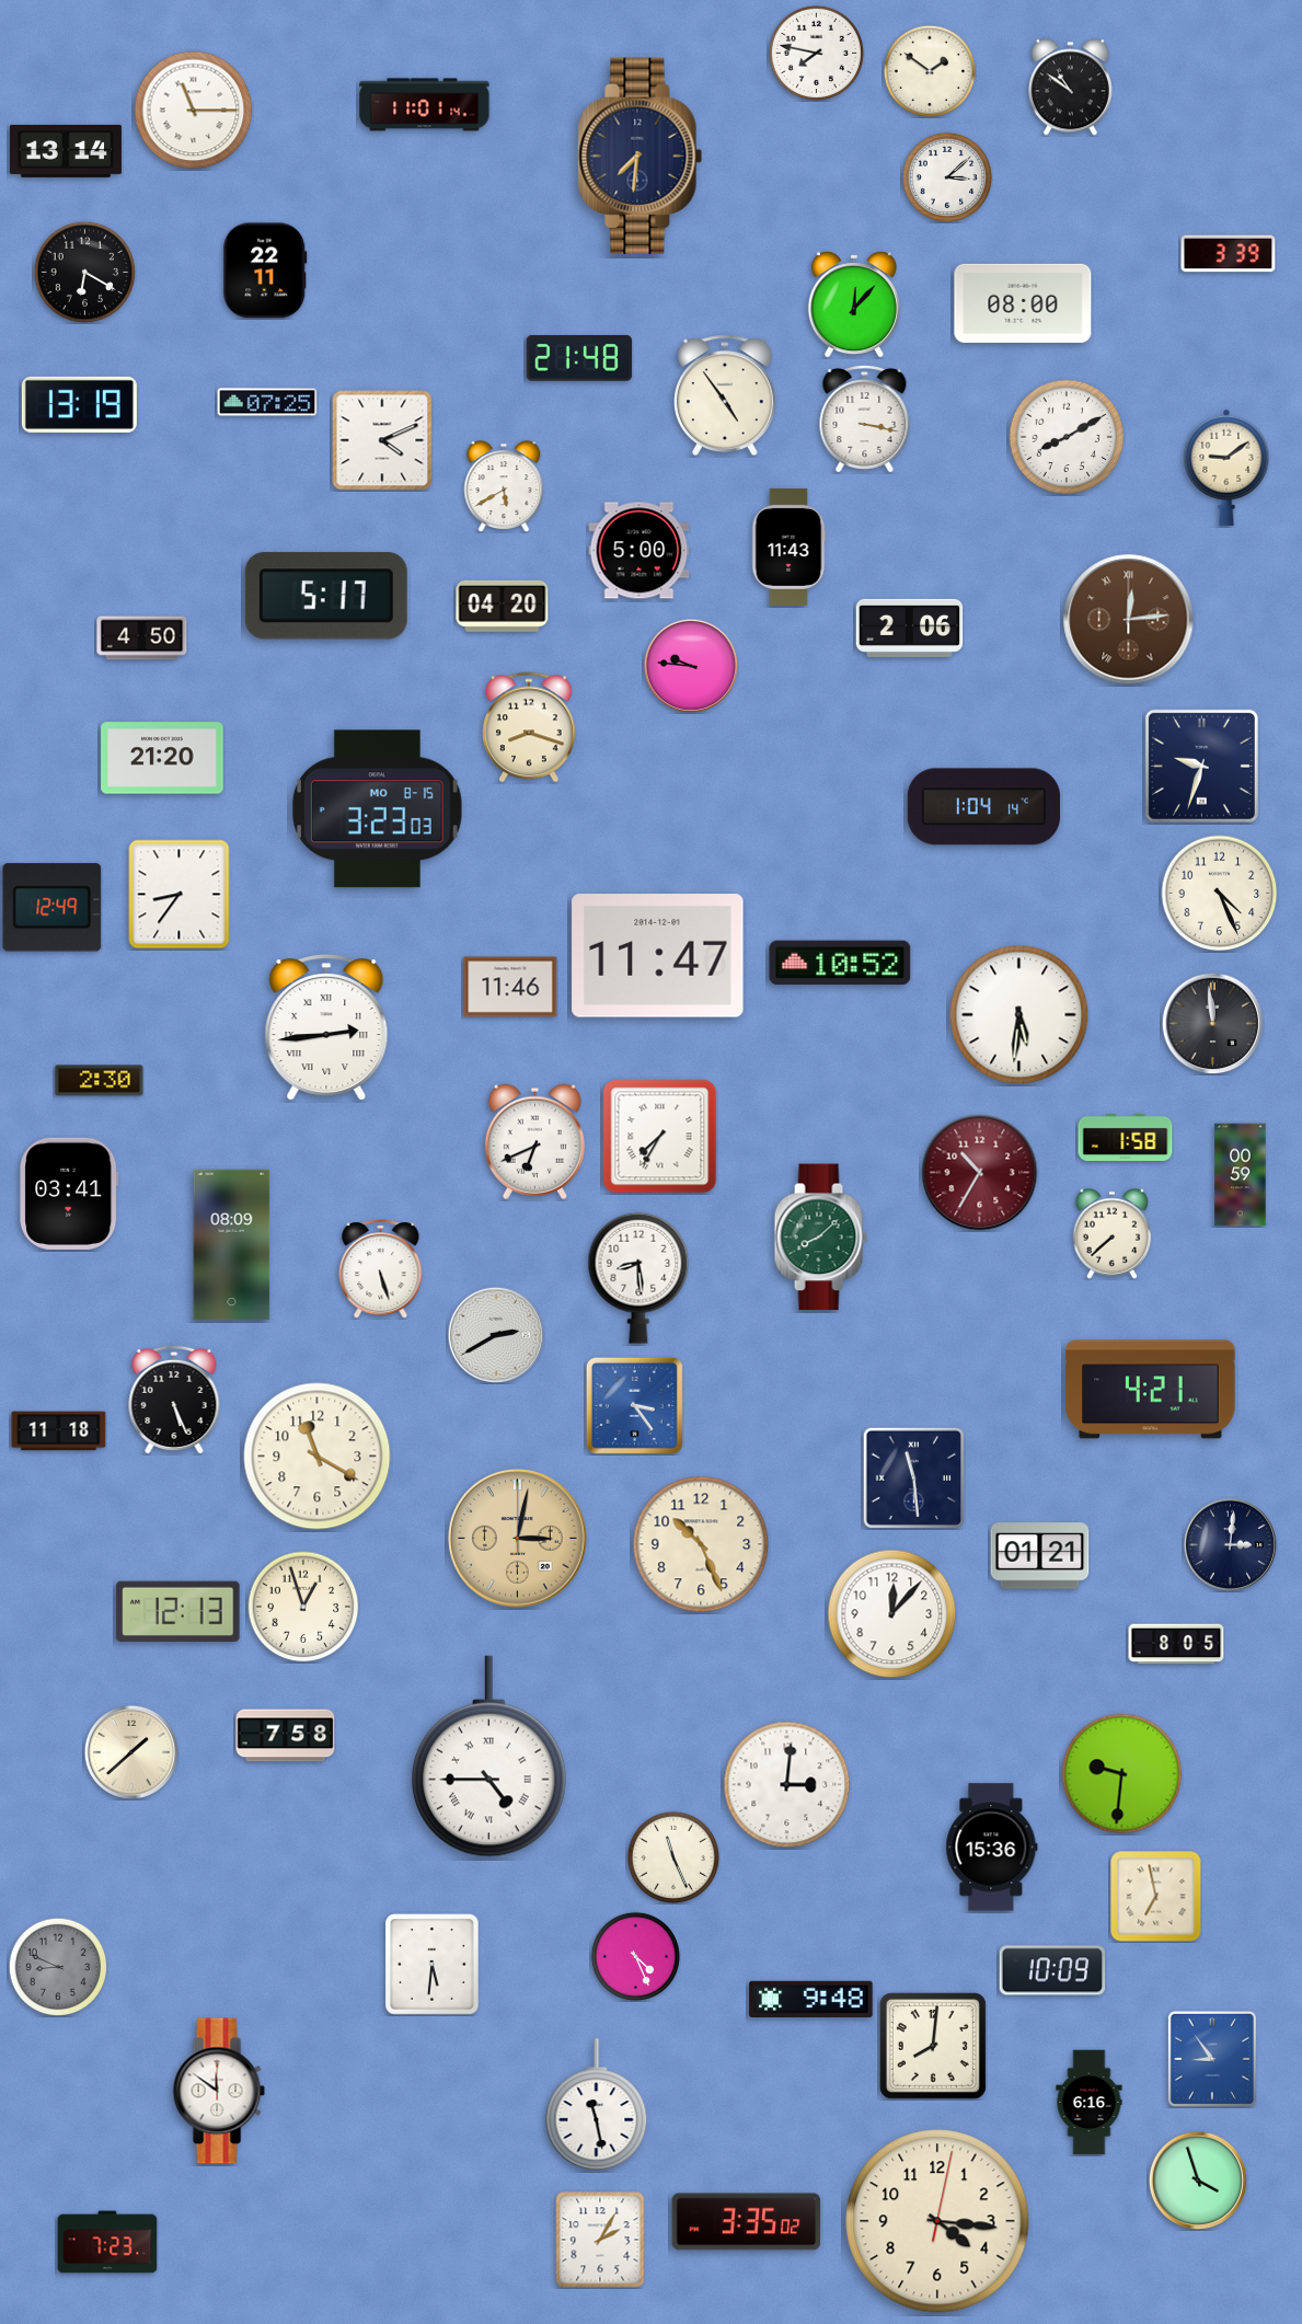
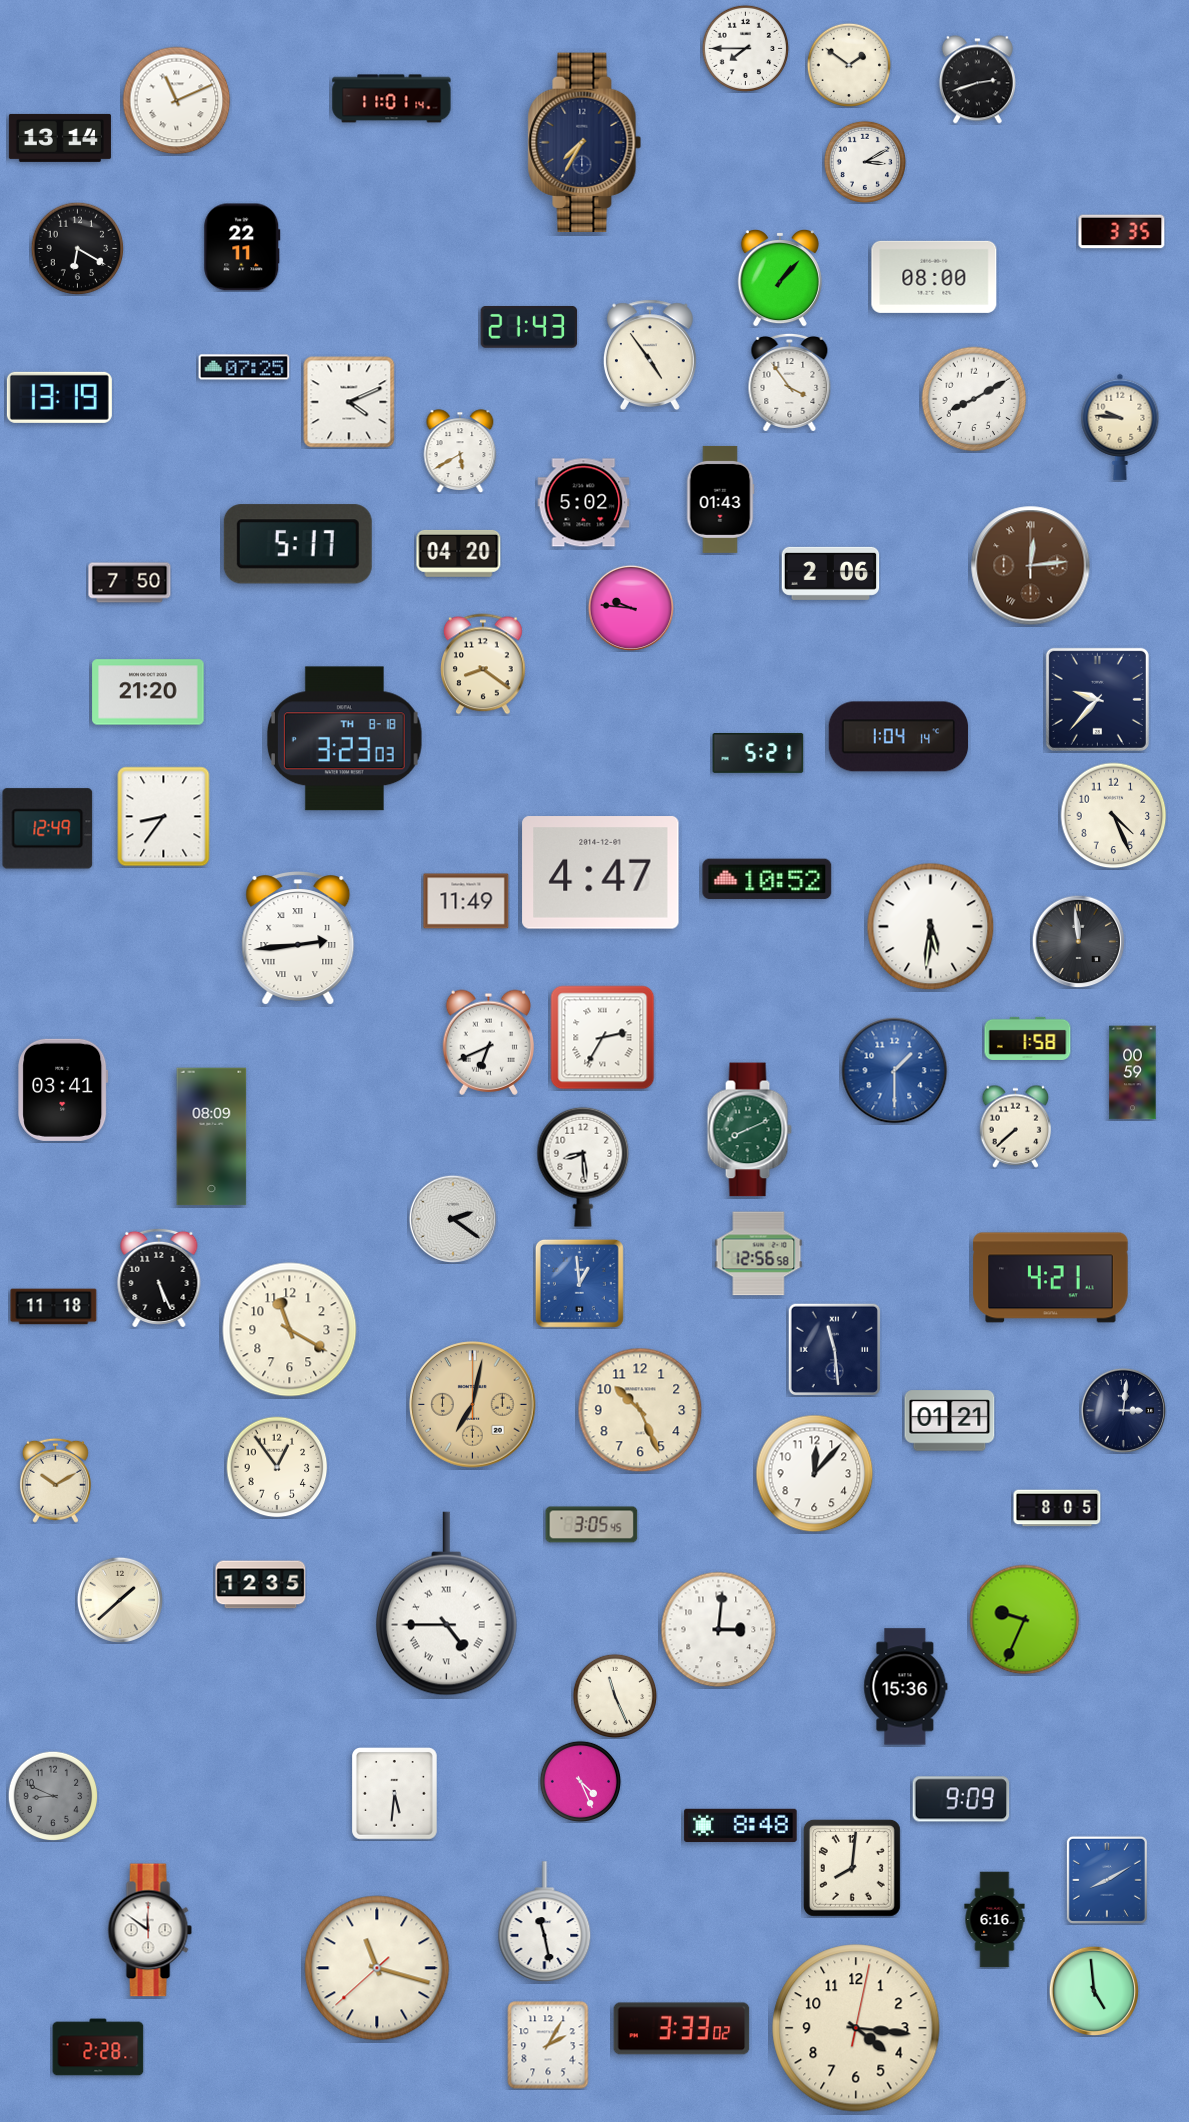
clock at (816, 53): 7:47 -> 7:45
clock at (1070, 88): 10:51 -> 2:42
clock at (425, 105) position: (425, 105) -> (392, 99)
clock at (194, 111): 11:15 -> 11:11
clock at (641, 156): 7:31 -> 7:35
clock at (946, 176): 3:08 -> 3:10
clock at (1229, 254): 3:39 -> 3:35
clock at (854, 306): 12:07 -> 1:07
clock at (579, 359): 21:48 -> 21:43
clock at (725, 395) position: (725, 395) -> (650, 355)
clock at (79, 404) position: (79, 404) -> (59, 397)
clock at (865, 418): 3:17 -> 3:54
clock at (1226, 468): 9:09 -> 9:46
clock at (504, 486) position: (504, 486) -> (460, 451)
clock at (788, 547): 11:43 -> 01:43
clock at (640, 551): 5:00 -> 5:02
clock at (142, 638): 4:50 -> 7:50
clock at (530, 727): 8:18 -> 8:21
clock at (1201, 766): 9:33 -> 9:37
clock at (377, 809) date: MO 8-15 -> TH 8-18
clock at (758, 754): none -> 5:21
clock at (658, 956): 11:47 -> 4:47
clock at (510, 987): 11:46 -> 11:49
clock at (1212, 1023) position: (1212, 1023) -> (1078, 941)
clock at (100, 1081): 2:30 -> none
clock at (660, 1137): 7:35 -> 2:35
clock at (980, 1173): 10:35 -> 1:30
clock at (980, 1173) dial: burgundy -> blue
clock at (820, 1238): 8:08 -> 8:11
clock at (381, 1269): 5:27 -> none
clock at (495, 1334): 2:40 -> 2:21
clock at (759, 1254): none -> 12:56
clock at (1151, 1390) position: (1151, 1390) -> (1051, 1278)
clock at (634, 1405): 3:24 -> 12:59
clock at (518, 1539): 3:02 -> 7:02
clock at (303, 1607): 12:57 -> 12:54
clock at (178, 1612): 12:13 -> none
clock at (55, 1480): none -> 10:10
clock at (1176, 1644) position: (1176, 1644) -> (1057, 1508)
clock at (592, 1525): none -> 3:05
clock at (286, 1736): 7:58 -> 12:35
clock at (1122, 1774): 9:31 -> 9:34
clock at (1156, 1897): 6:58 -> none
clock at (635, 1956) position: (635, 1956) -> (580, 1781)
clock at (1052, 1970): 10:09 -> 9:09
clock at (811, 1999): 9:48 -> 8:48
clock at (1212, 2059): 8:54 -> 8:10
clock at (219, 2091) position: (219, 2091) -> (150, 1930)
clock at (377, 1968): none -> 11:17
clock at (1198, 2181): 3:57 -> 4:59
clock at (747, 2222): 3:35 -> 3:33
clock at (107, 2242): 7:23 -> 2:28
